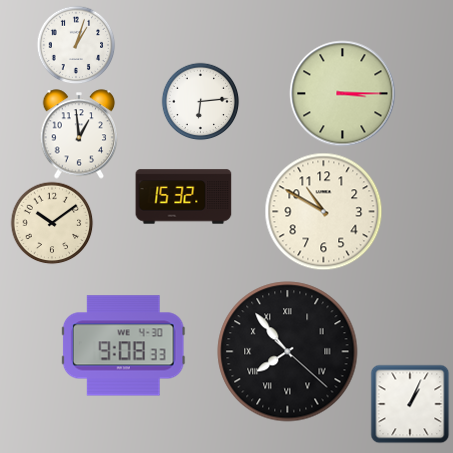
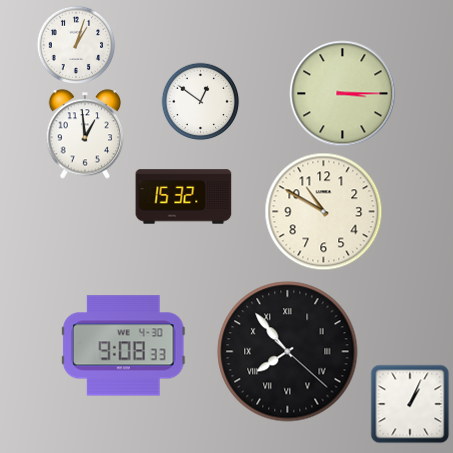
clock at (200, 101): 6:14 -> 12:51
clock at (79, 134) position: (79, 134) -> (85, 134)
clock at (52, 223): 10:09 -> none
